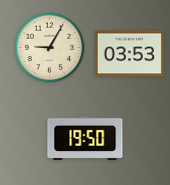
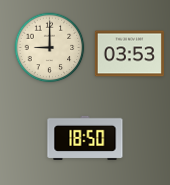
clock at (50, 48): 9:05 -> 9:00
clock at (85, 137): 19:50 -> 18:50
